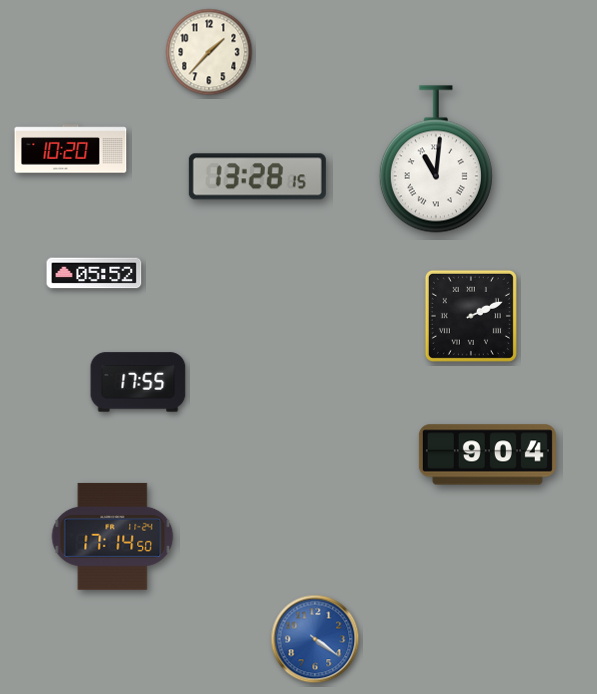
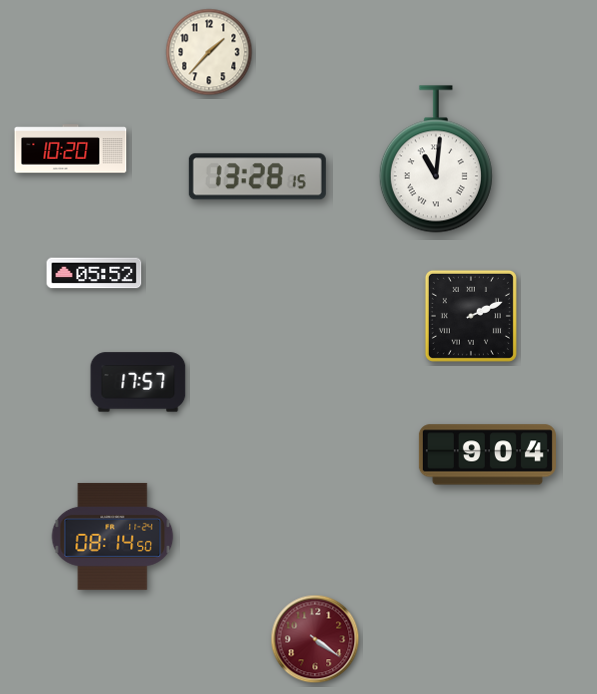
clock at (138, 382): 17:55 -> 17:57
clock at (113, 536): 17:14 -> 08:14
clock at (315, 639) dial: blue -> burgundy
